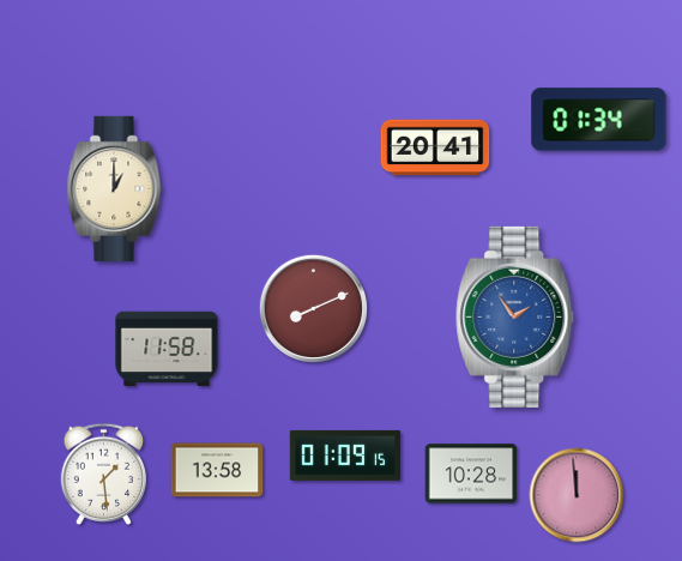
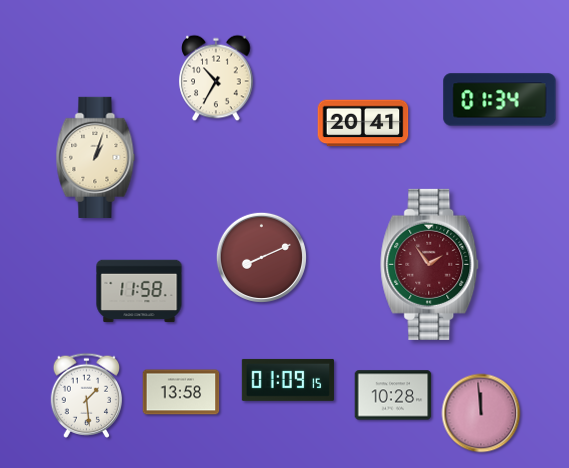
clock at (216, 78): none -> 10:35
clock at (115, 188): 1:00 -> 1:03
clock at (515, 316) dial: blue -> burgundy
